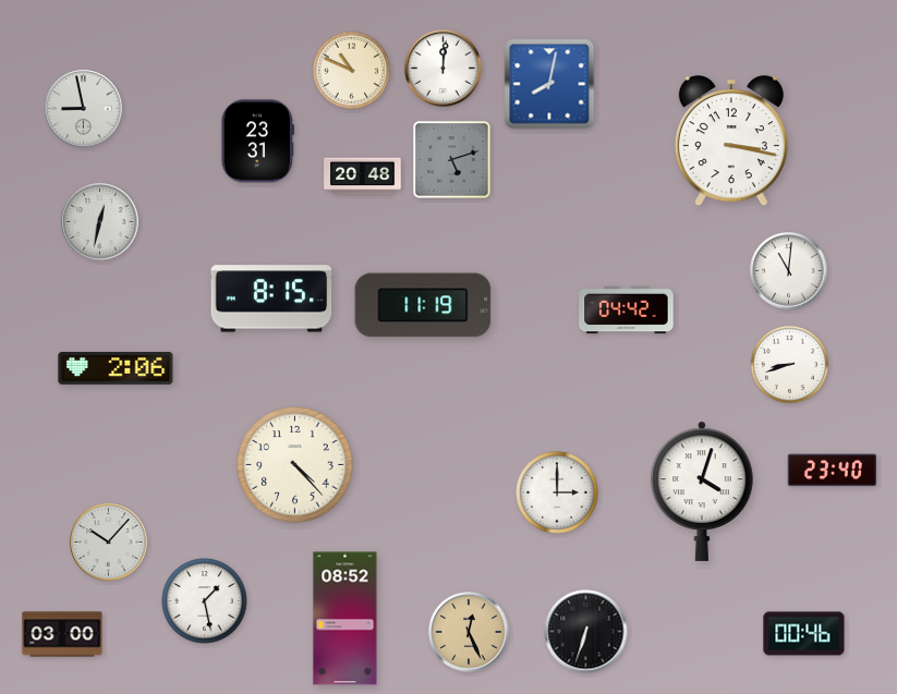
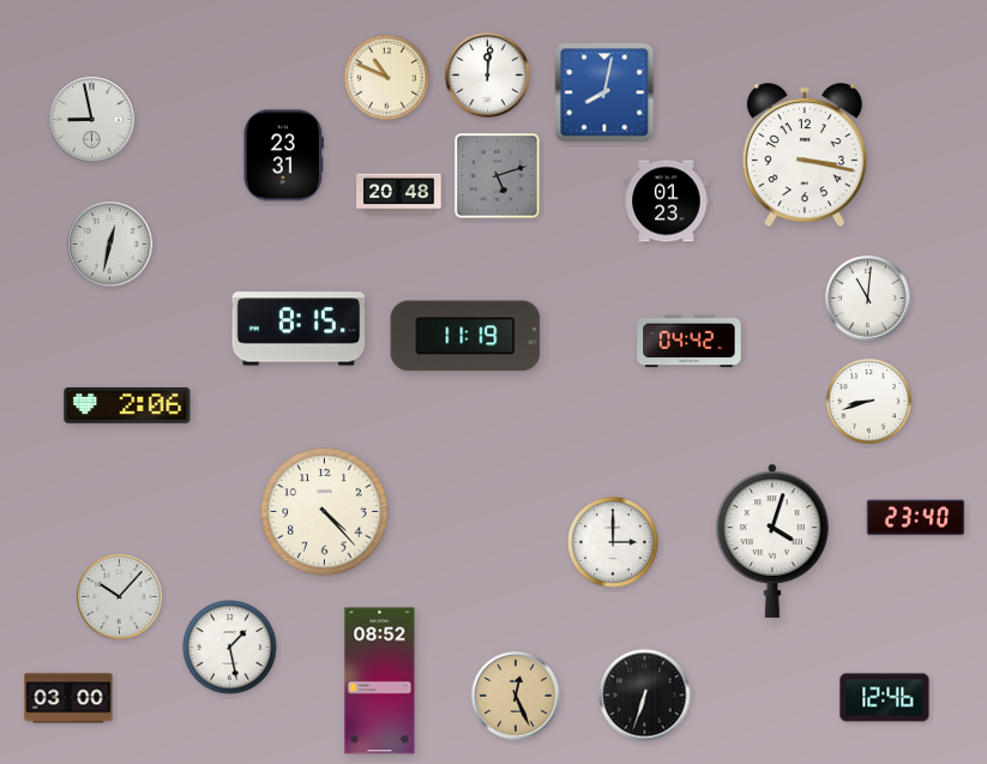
clock at (667, 201): none -> 01:23
clock at (205, 601) position: (205, 601) -> (230, 648)
clock at (804, 634): 00:46 -> 12:46
